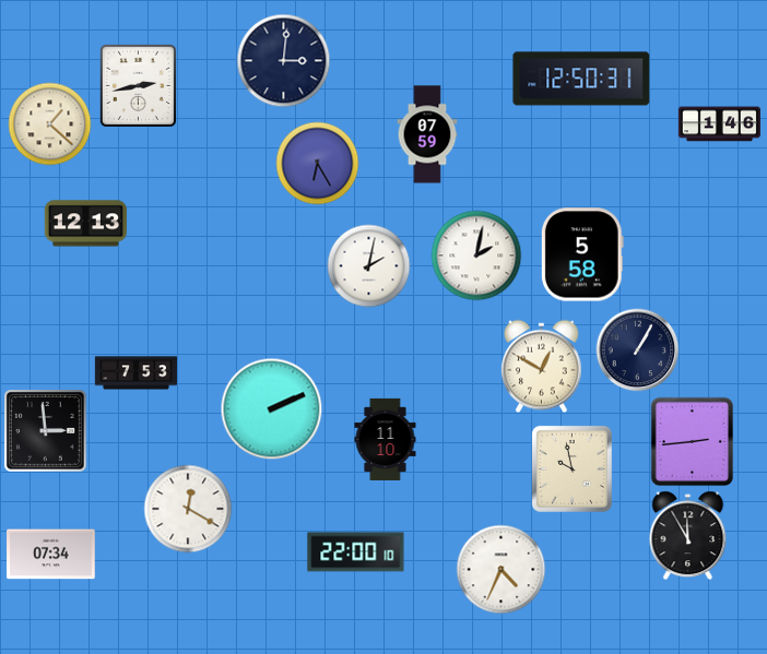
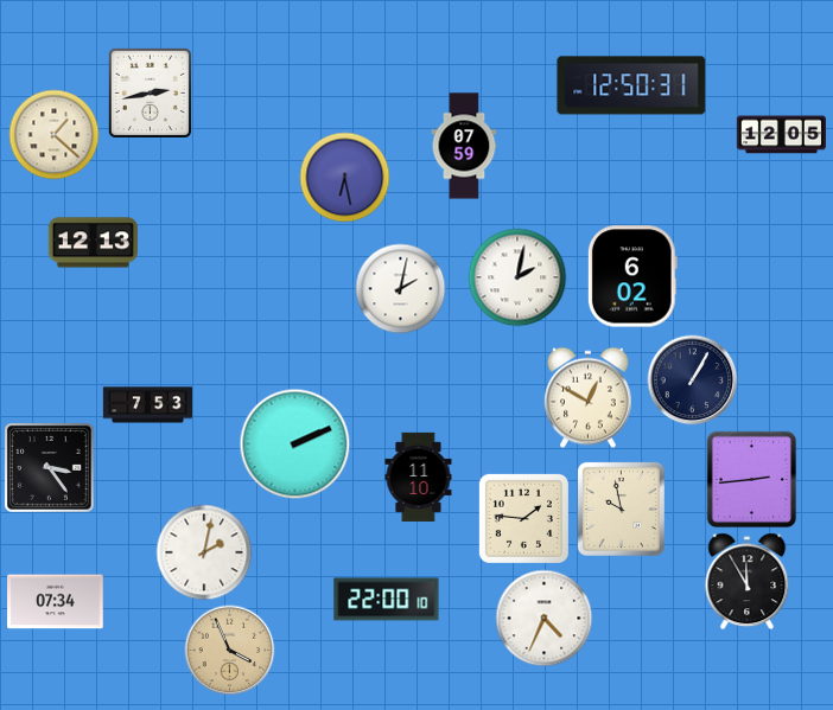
clock at (284, 61): 3:01 -> none
clock at (719, 124): 1:46 -> 12:05
clock at (318, 164): 6:25 -> 6:28
clock at (582, 254): 5:58 -> 6:02
clock at (45, 430): 2:59 -> 3:24
clock at (523, 518): none -> 1:46
clock at (188, 509): 12:20 -> 2:02
clock at (230, 651): none -> 3:56
